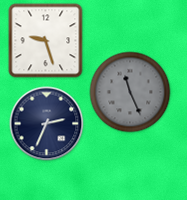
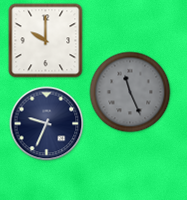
clock at (46, 41): 9:27 -> 10:00
clock at (47, 124): 2:34 -> 9:34
